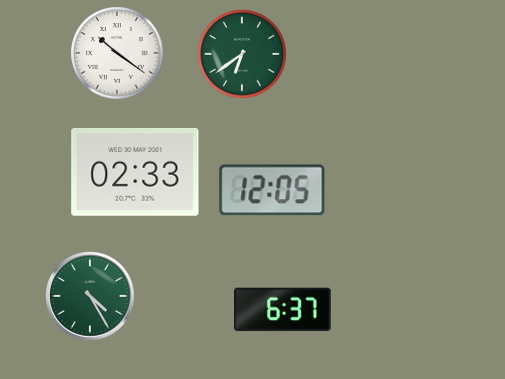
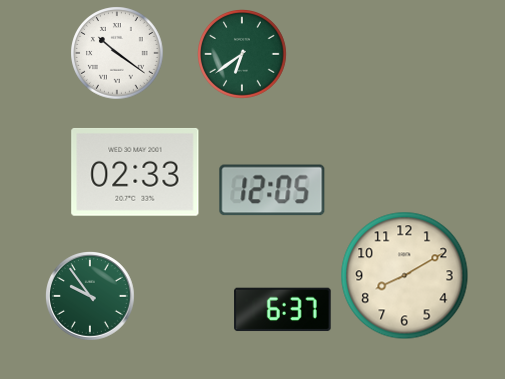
clock at (405, 276): none -> 8:10
clock at (91, 297): 4:25 -> 9:54
